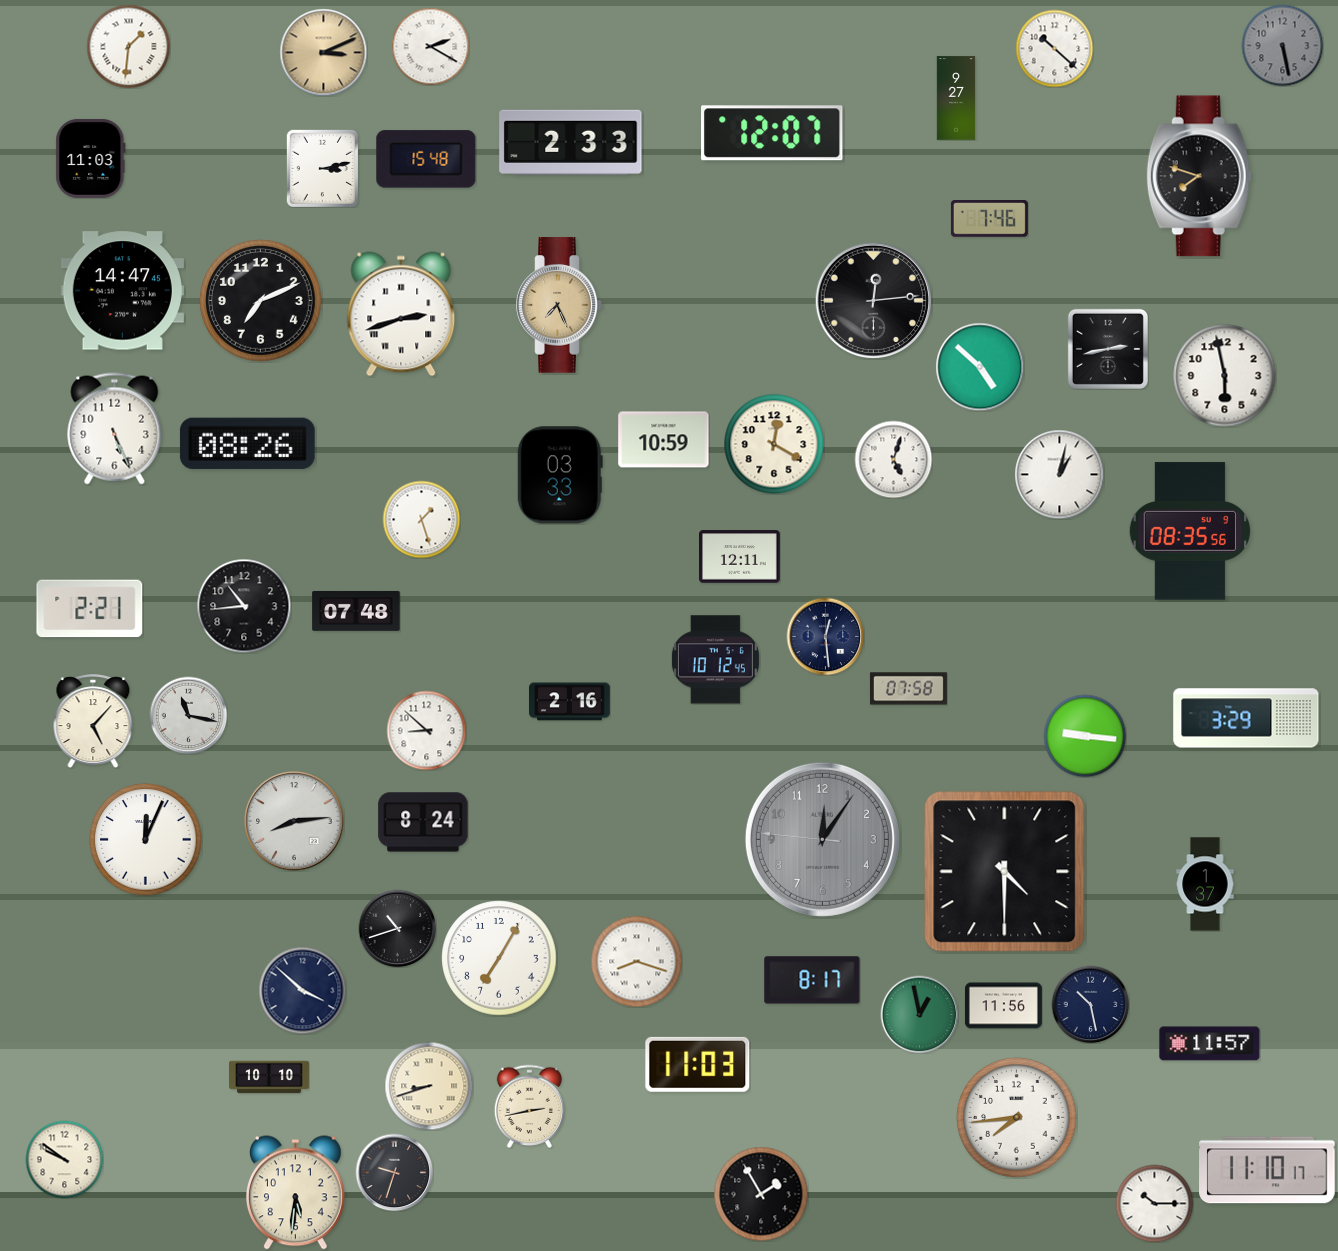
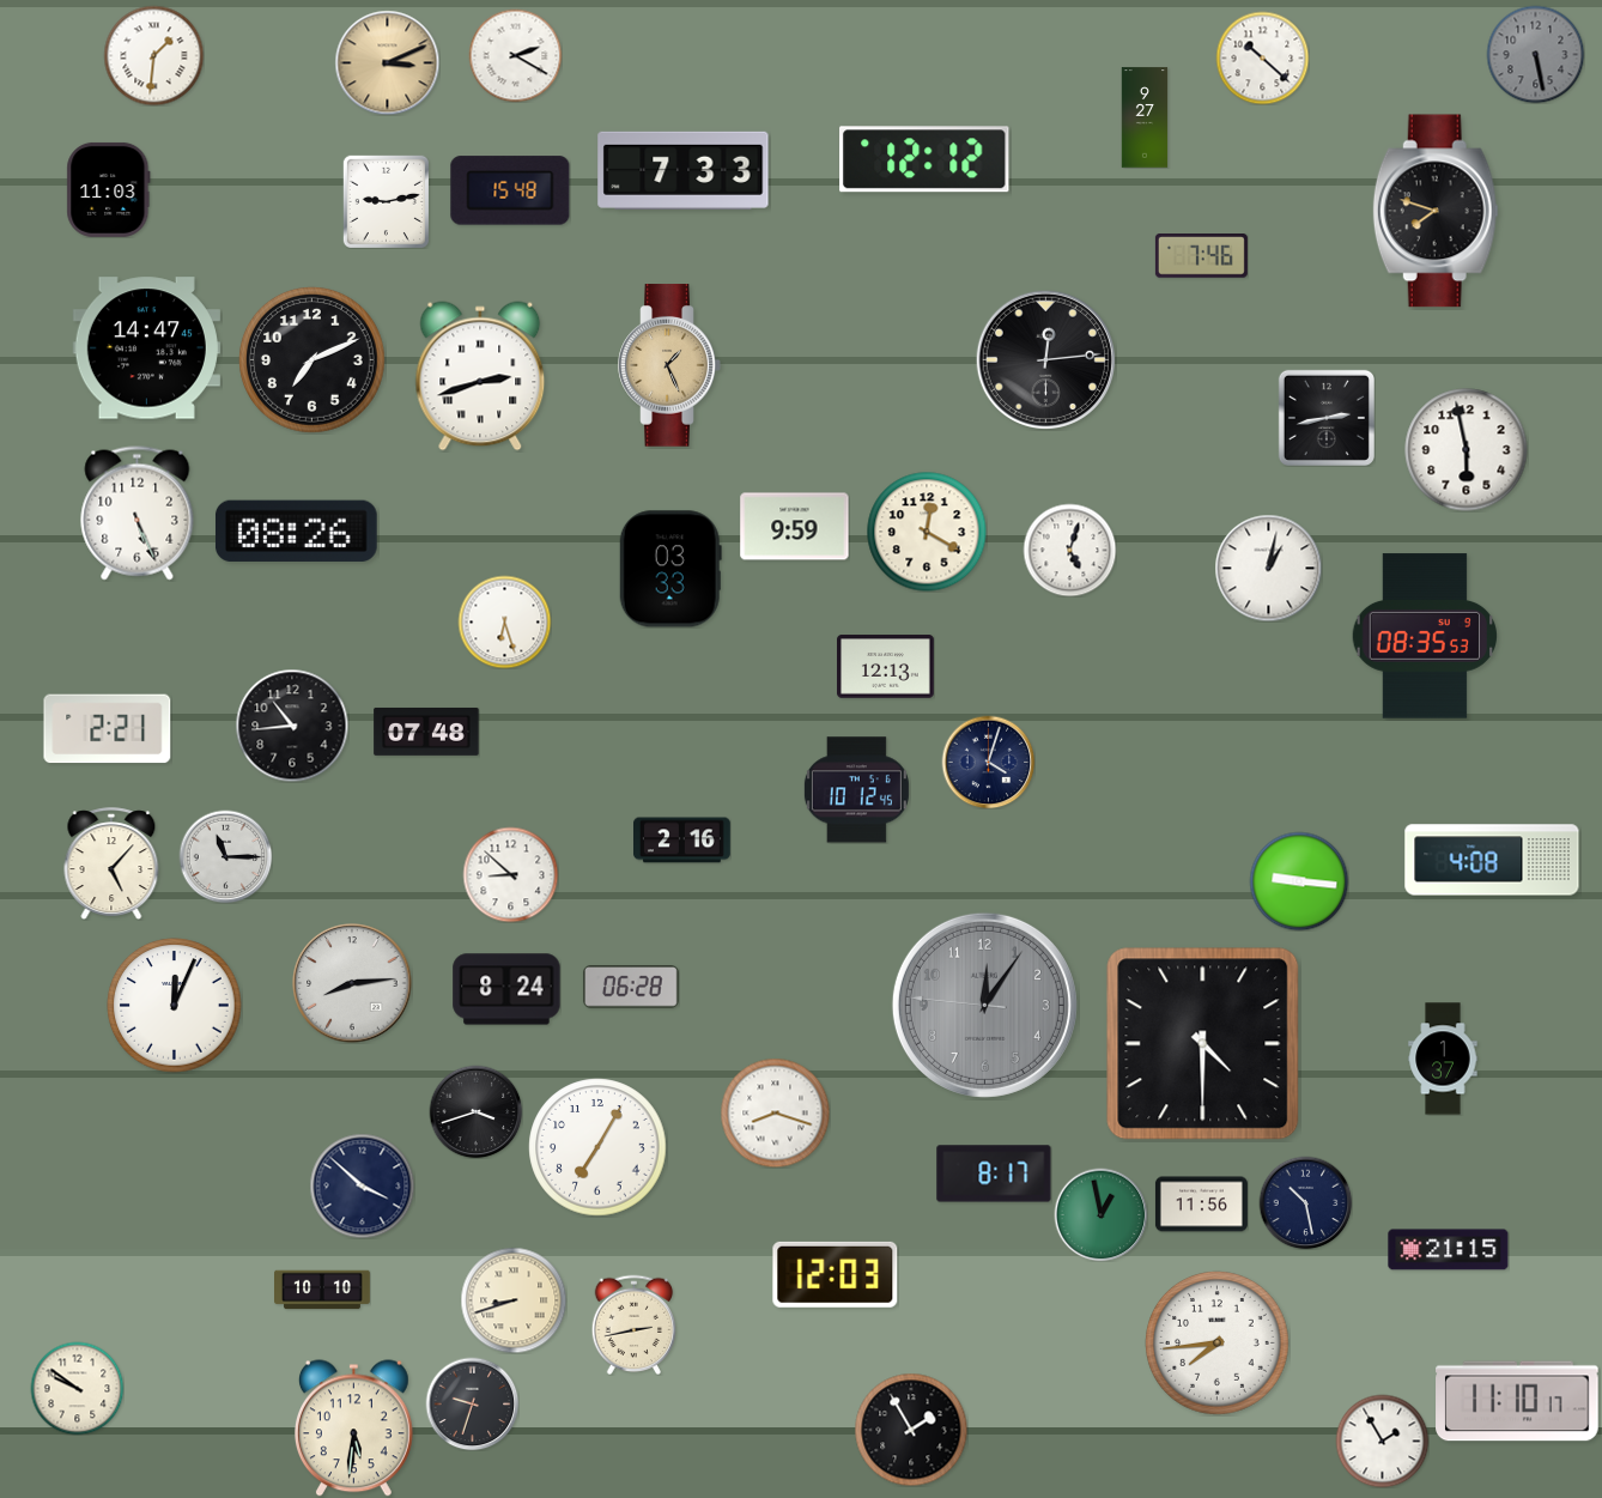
clock at (772, 133): 12:07 -> 12:12
clock at (571, 142): 2:33 -> 7:33
clock at (322, 168): 3:13 -> 9:13
clock at (989, 219) position: (989, 219) -> (1201, 256)
clock at (559, 305): 7:26 -> 1:26
clock at (980, 367): 4:52 -> none
clock at (664, 440): 10:59 -> 9:59
clock at (421, 519): 1:27 -> 6:27
clock at (1190, 531): 08:35:56 -> 08:35:53
clock at (740, 557): 12:11 -> 12:13
clock at (825, 636): 12:29 -> 4:03
clock at (908, 689): 07:58 -> none
clock at (188, 715): 11:17 -> 11:15
clock at (1246, 718): 3:29 -> 4:08
clock at (423, 822) position: (423, 822) -> (506, 989)
clock at (631, 988): none -> 06:28
clock at (397, 928): 10:42 -> 3:42
clock at (636, 961) position: (636, 961) -> (775, 1112)
clock at (812, 980) position: (812, 980) -> (994, 1173)
clock at (1210, 1044): 11:57 -> 21:15
clock at (698, 1064): 11:03 -> 12:03
clock at (1017, 1118) position: (1017, 1118) -> (1218, 1344)
clock at (1154, 1203): 10:15 -> 1:55
